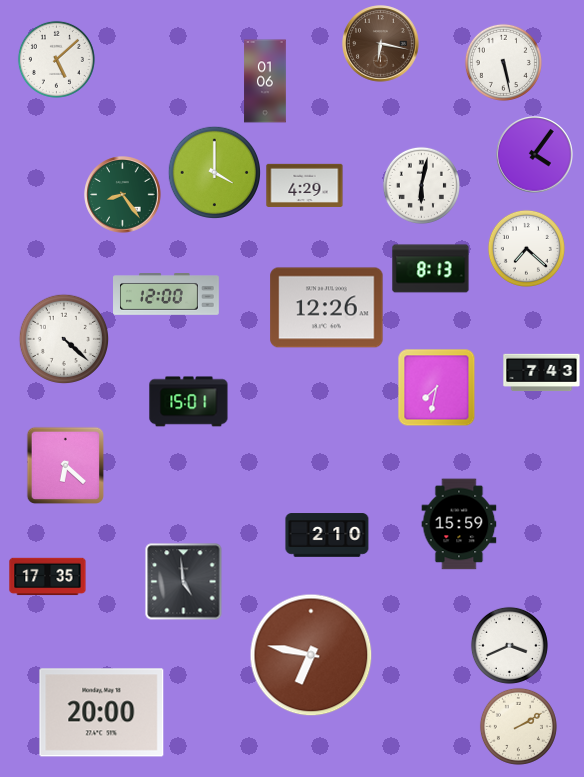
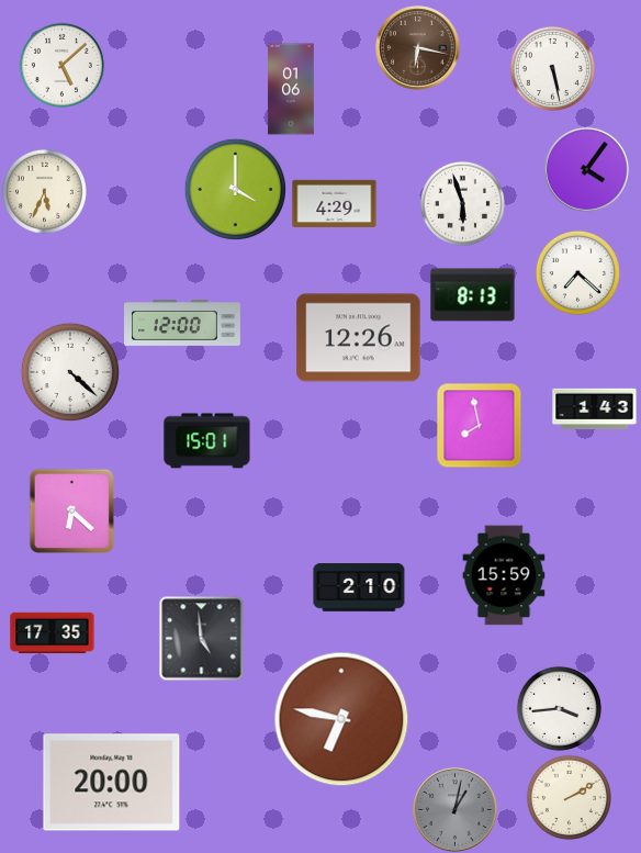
clock at (44, 191): none -> 5:34
clock at (421, 185): 6:02 -> 5:57
clock at (123, 195): 8:24 -> none
clock at (542, 373): 7:43 -> 1:43
clock at (436, 387): 7:32 -> 7:58
clock at (509, 645): 3:41 -> 3:44
clock at (456, 810): none -> 1:02
